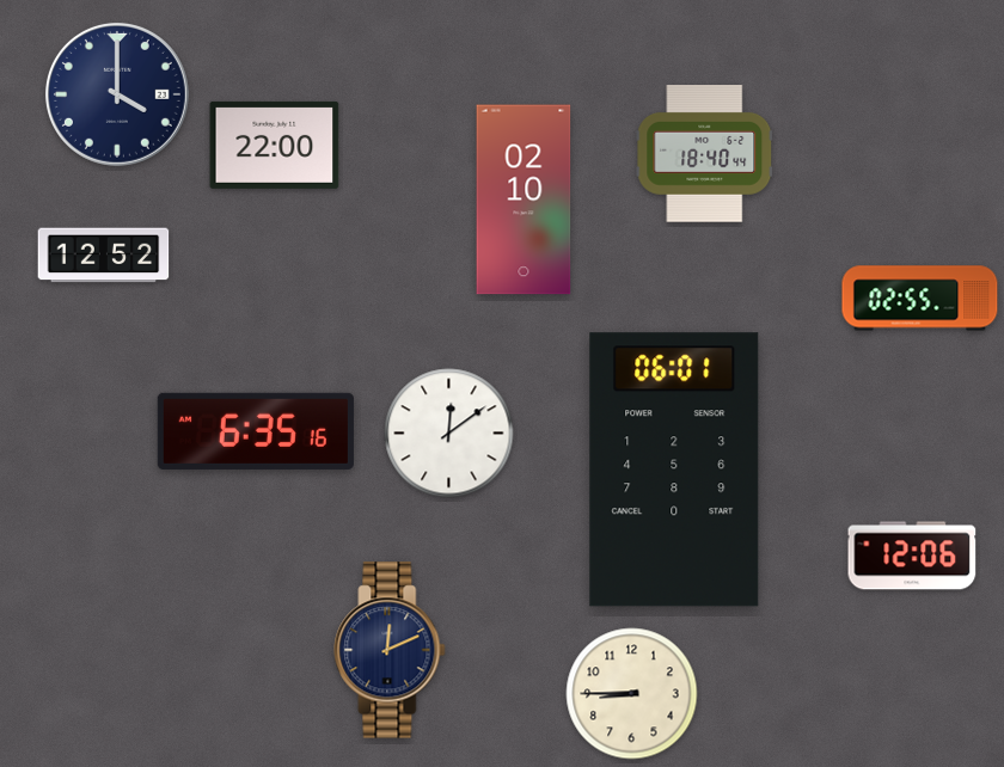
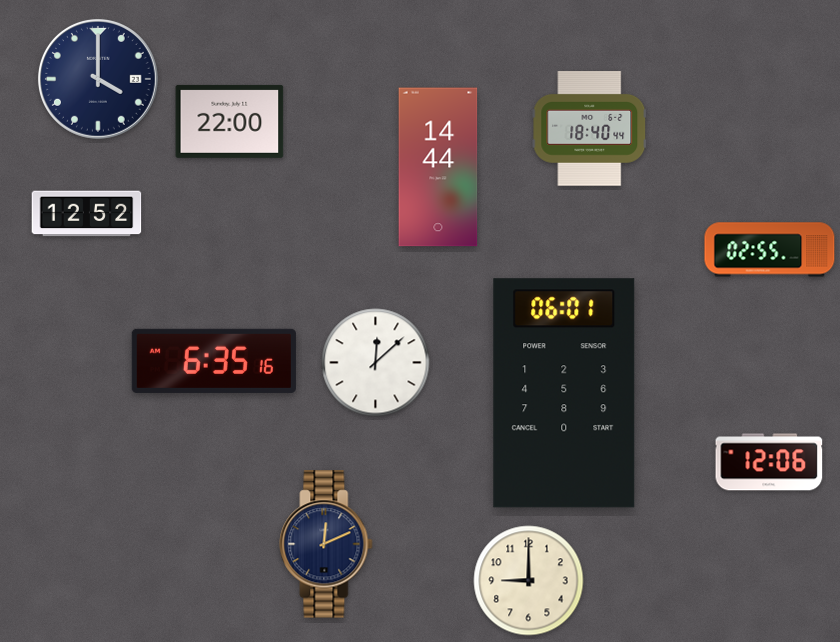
clock at (524, 200): 02:10 -> 14:44
clock at (449, 434): 12:09 -> 12:08
clock at (912, 556) position: (912, 556) -> (769, 462)
clock at (632, 694): 8:45 -> 9:00
